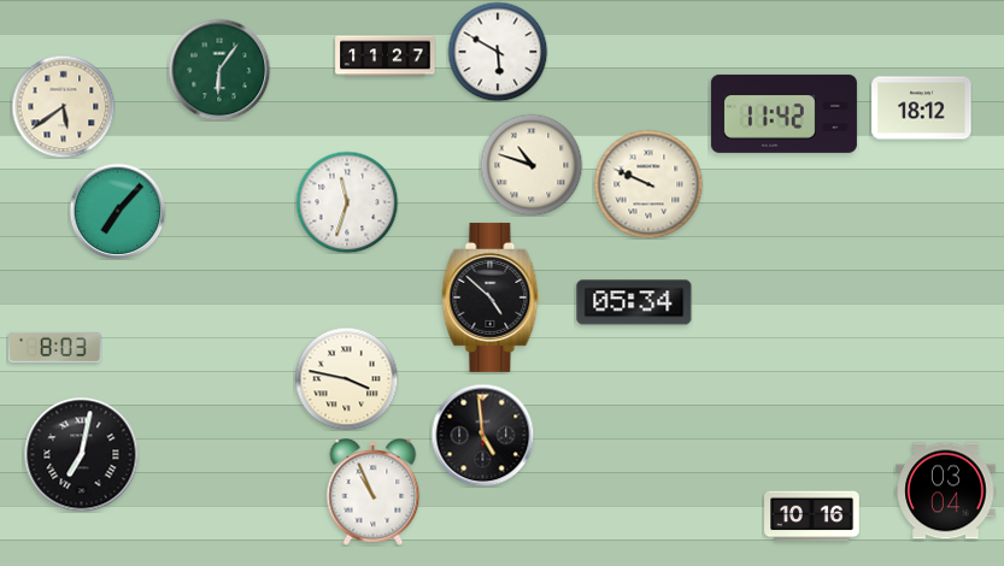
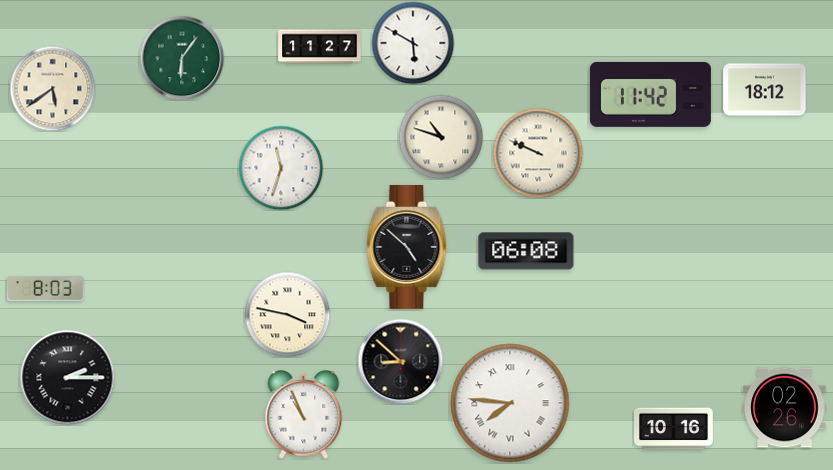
clock at (347, 202) position: (347, 202) -> (281, 168)
clock at (117, 211): 7:07 -> none
clock at (634, 302): 05:34 -> 06:08
clock at (482, 435): 4:59 -> 8:52
clock at (81, 454): 7:02 -> 2:15
clock at (510, 403): none -> 7:46
clock at (946, 491): 03:04 -> 02:26
clock at (374, 493) position: (374, 493) -> (304, 415)
